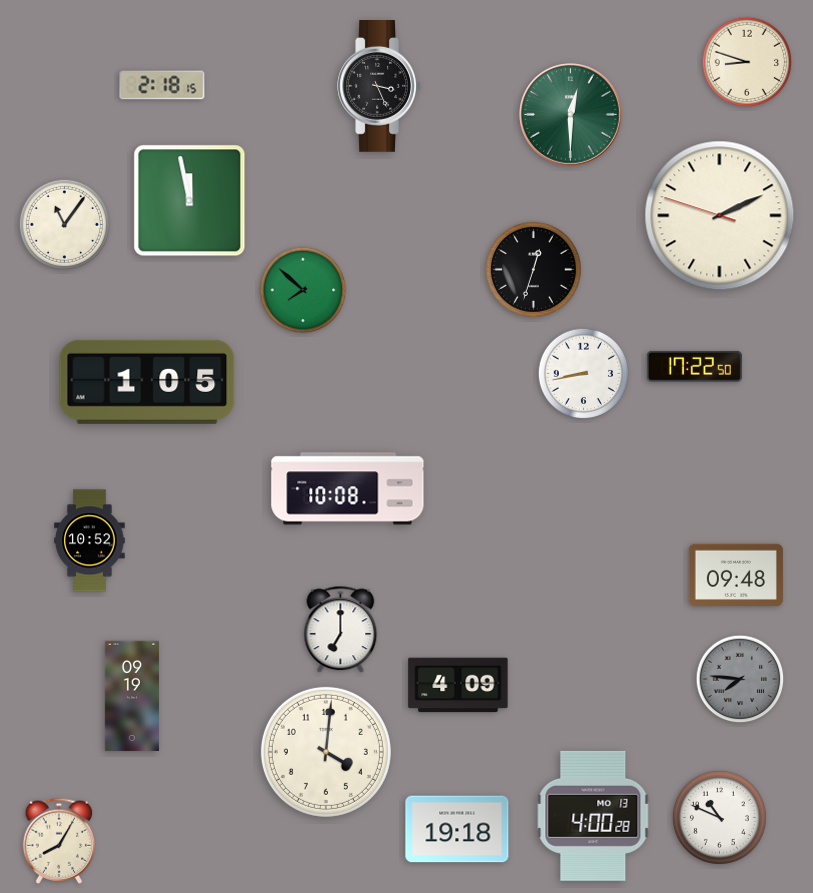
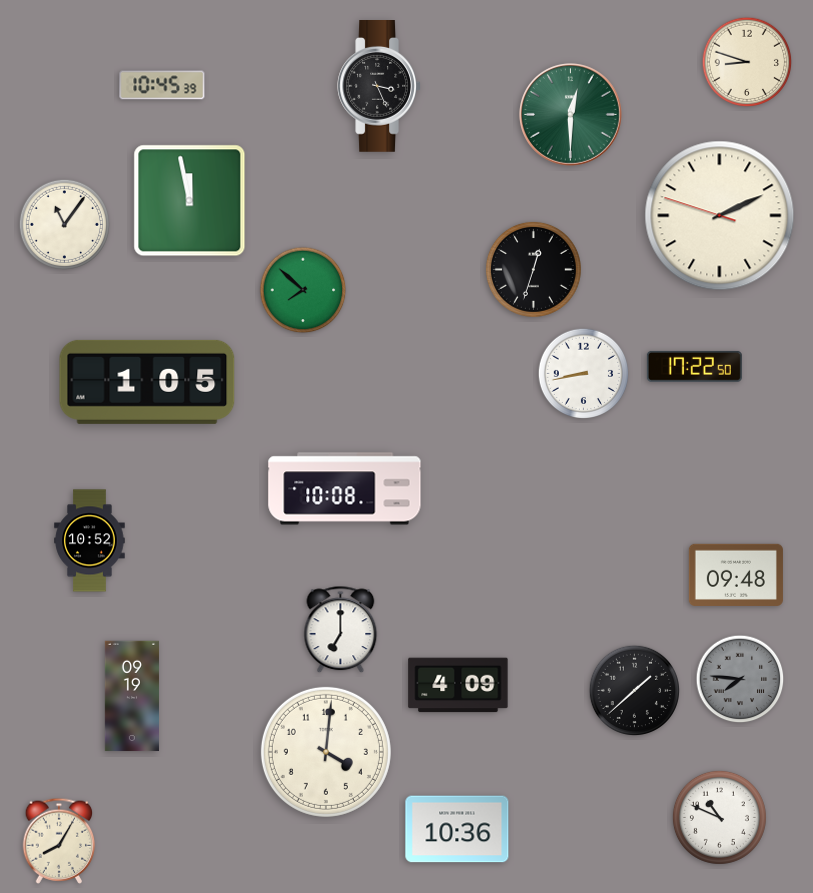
clock at (162, 85): 2:18 -> 10:45
clock at (348, 489) position: (348, 489) -> (345, 489)
clock at (634, 690): none -> 1:38
clock at (593, 816): 4:00 -> none
clock at (457, 829): 19:18 -> 10:36
